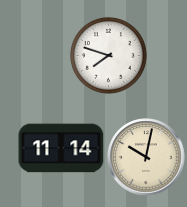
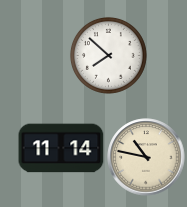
clock at (109, 56): 7:48 -> 7:52
clock at (146, 157): 10:02 -> 10:47
